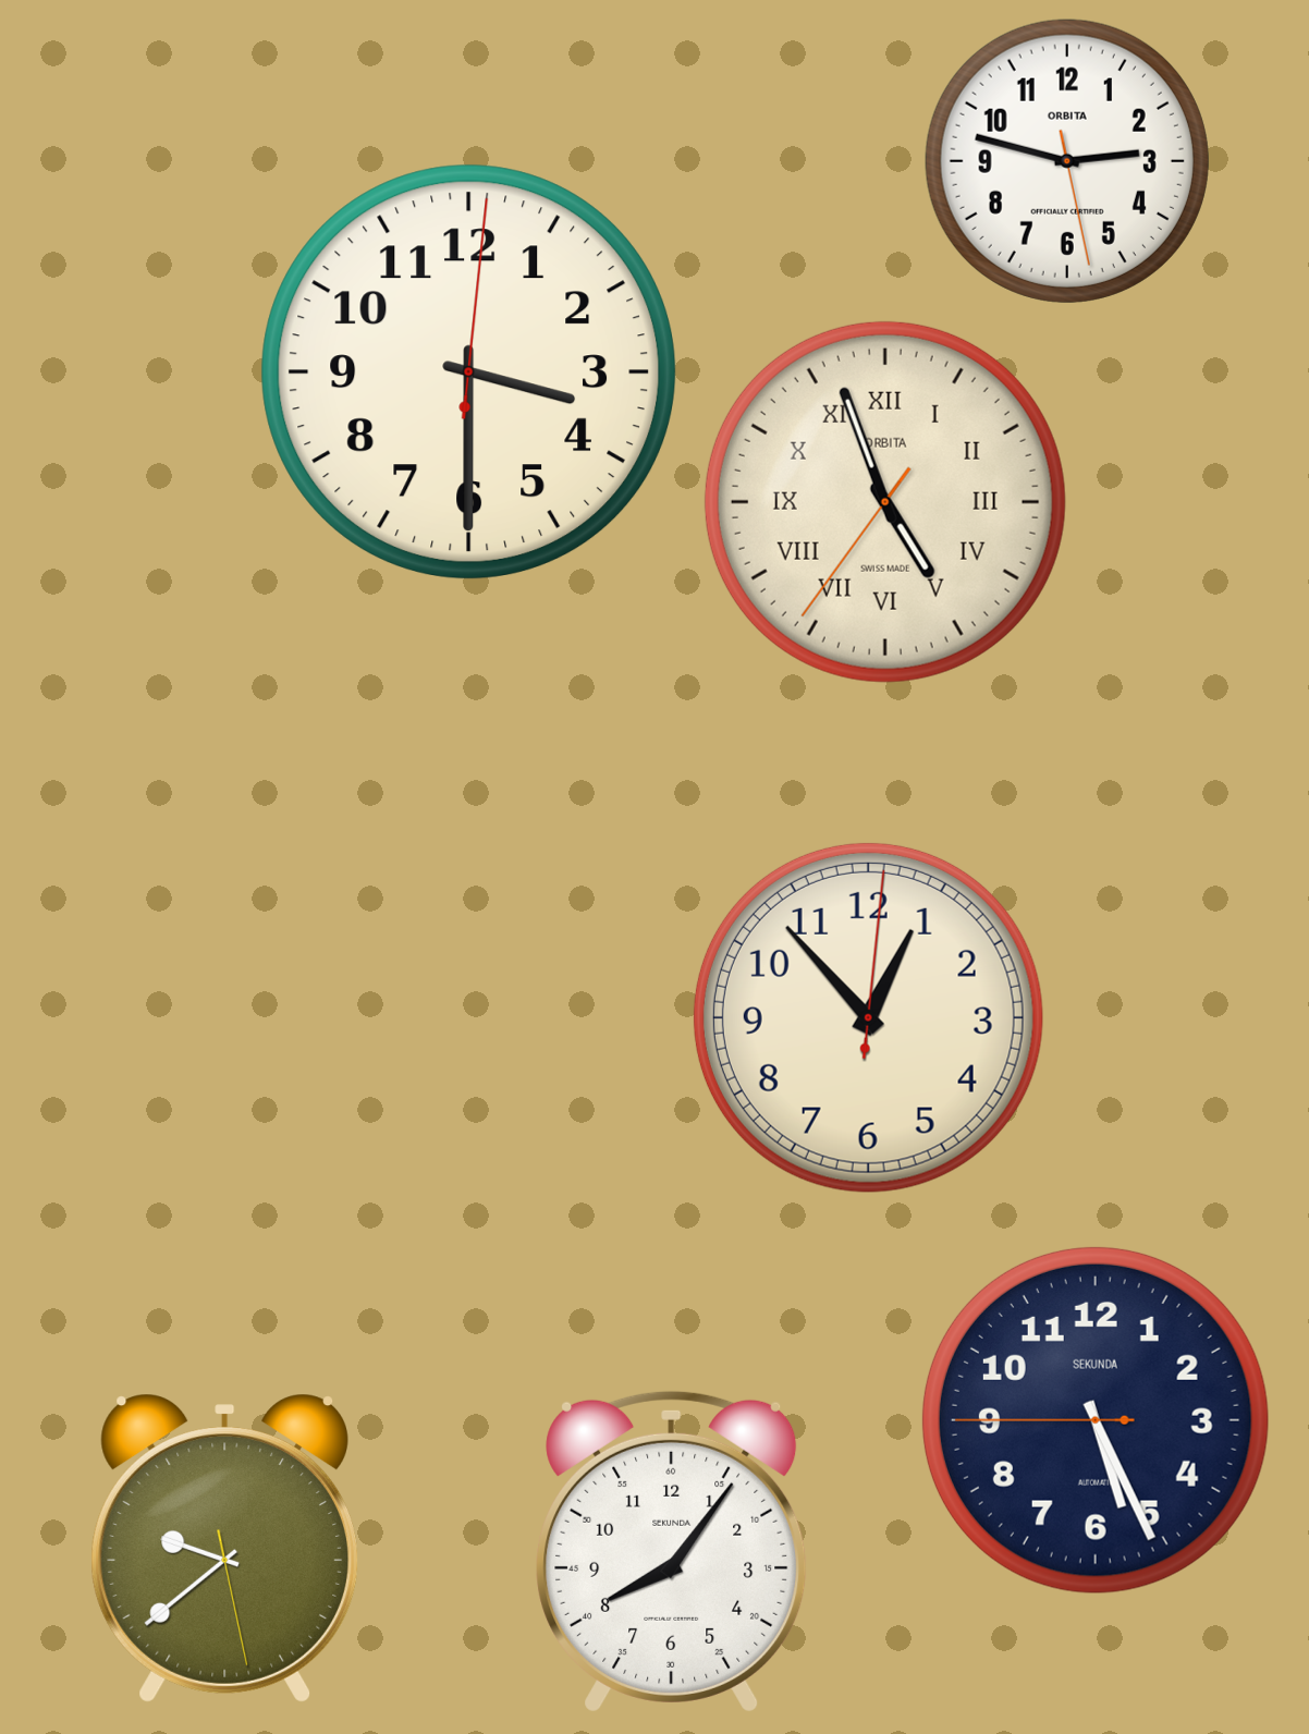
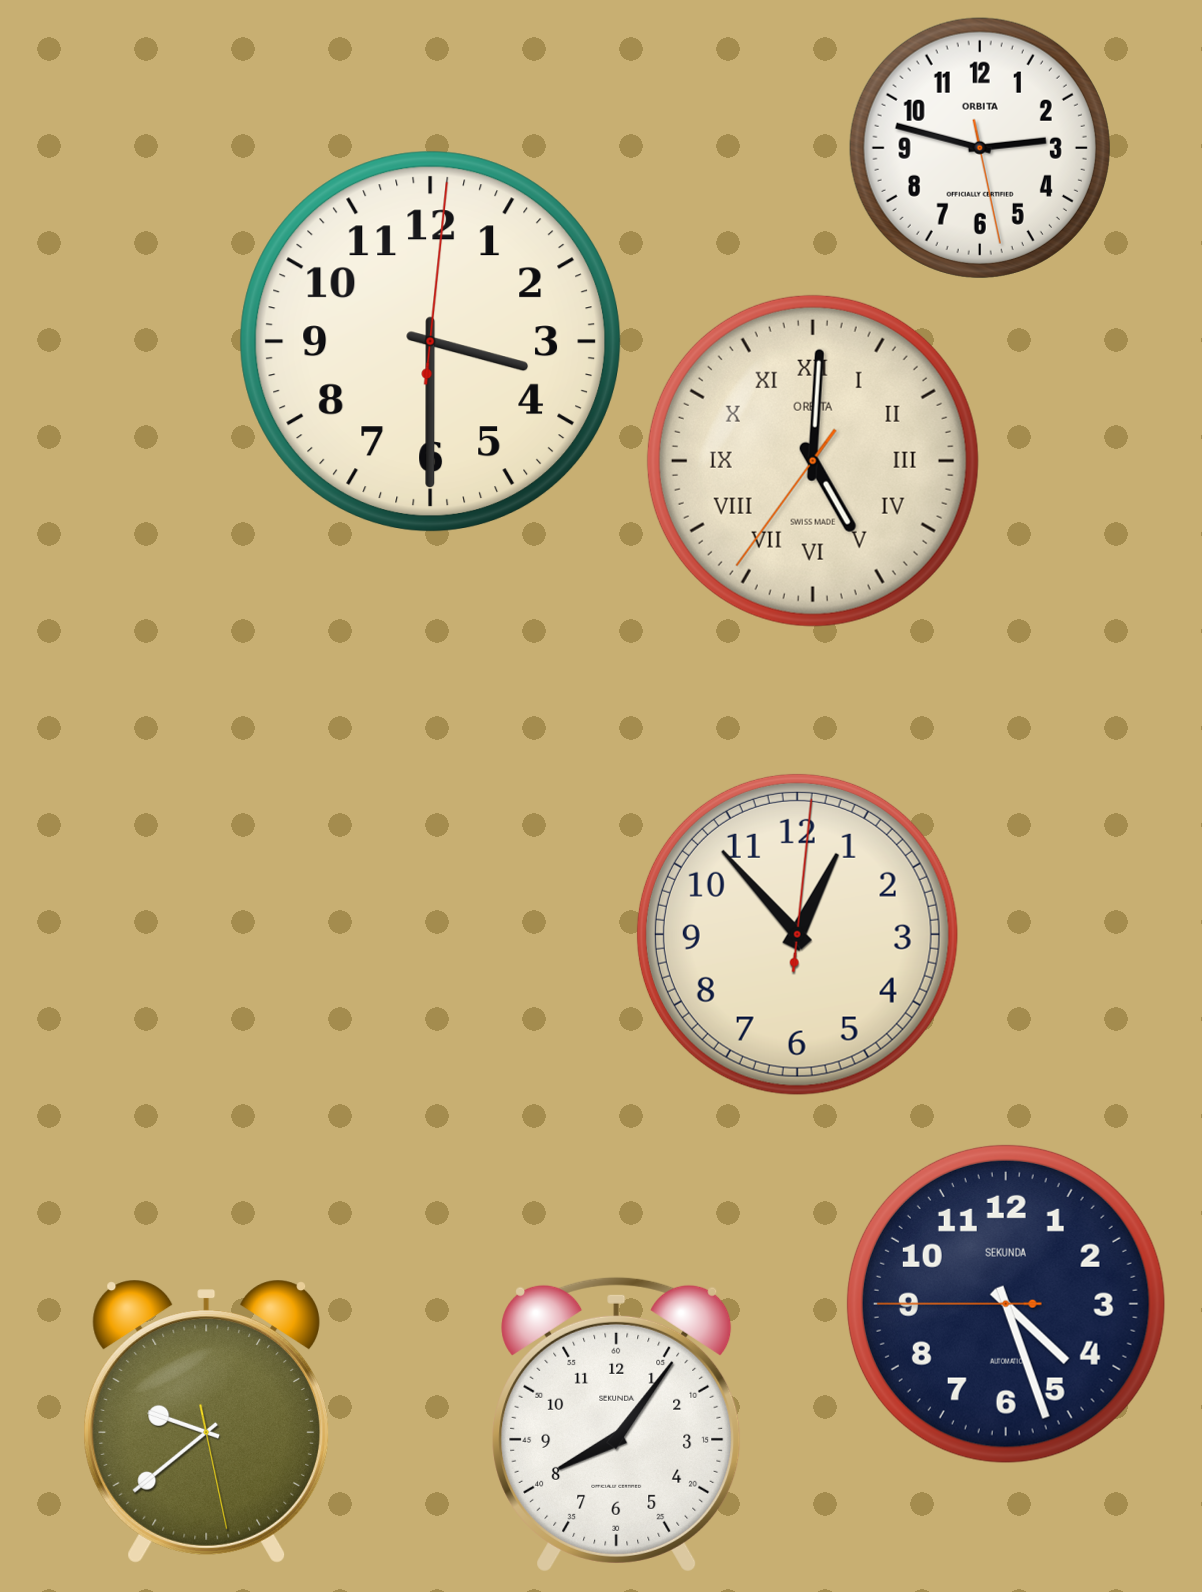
clock at (885, 502): 4:56 -> 5:00
clock at (1096, 1420): 5:25 -> 4:26
